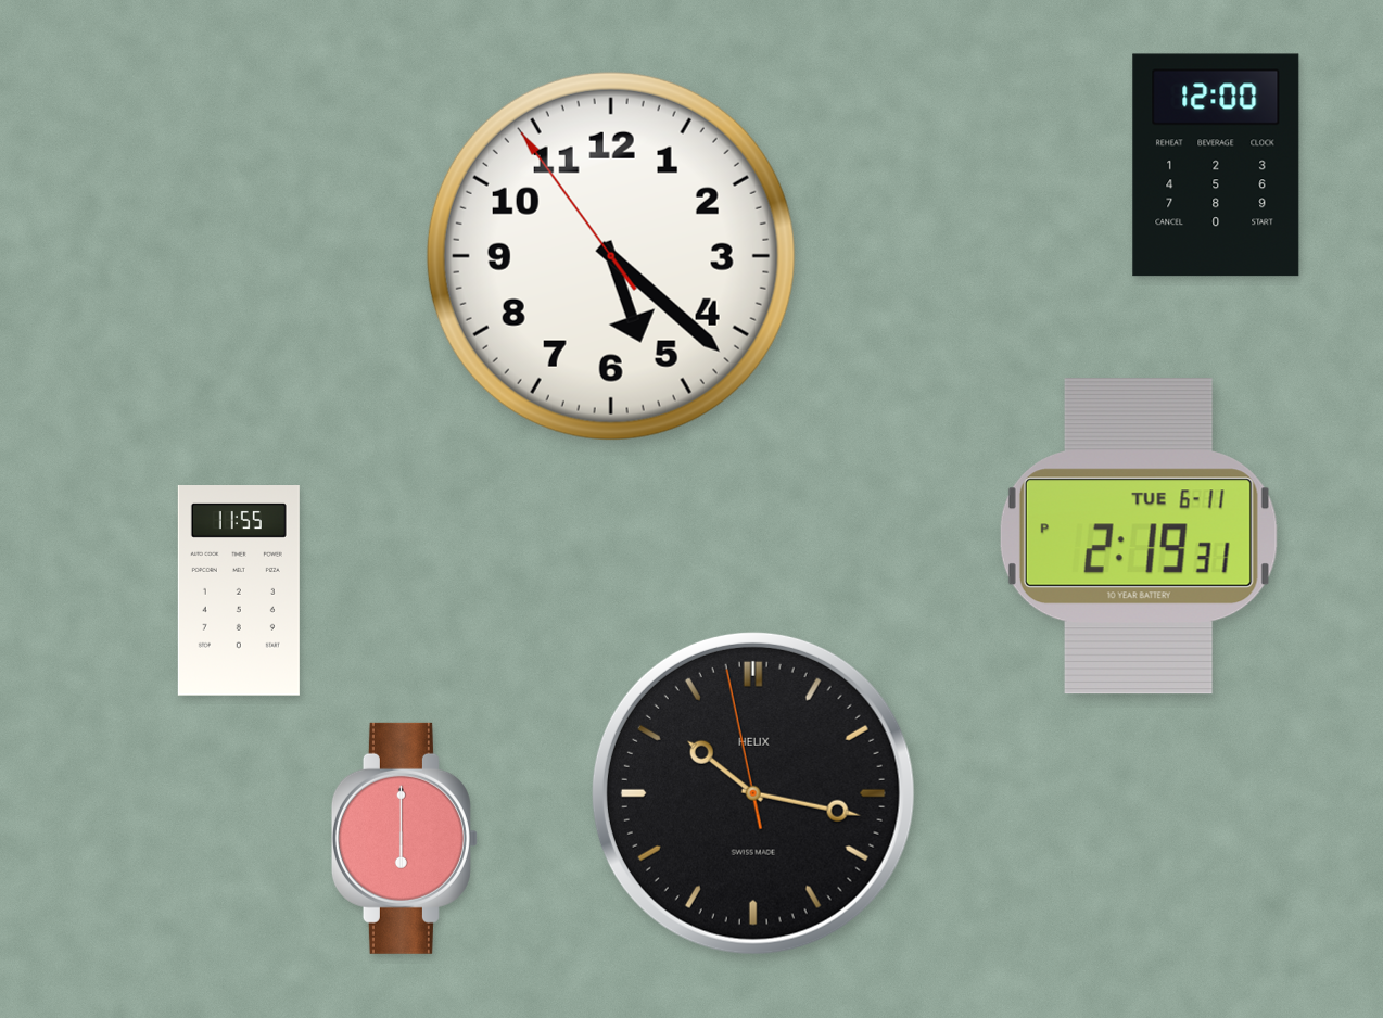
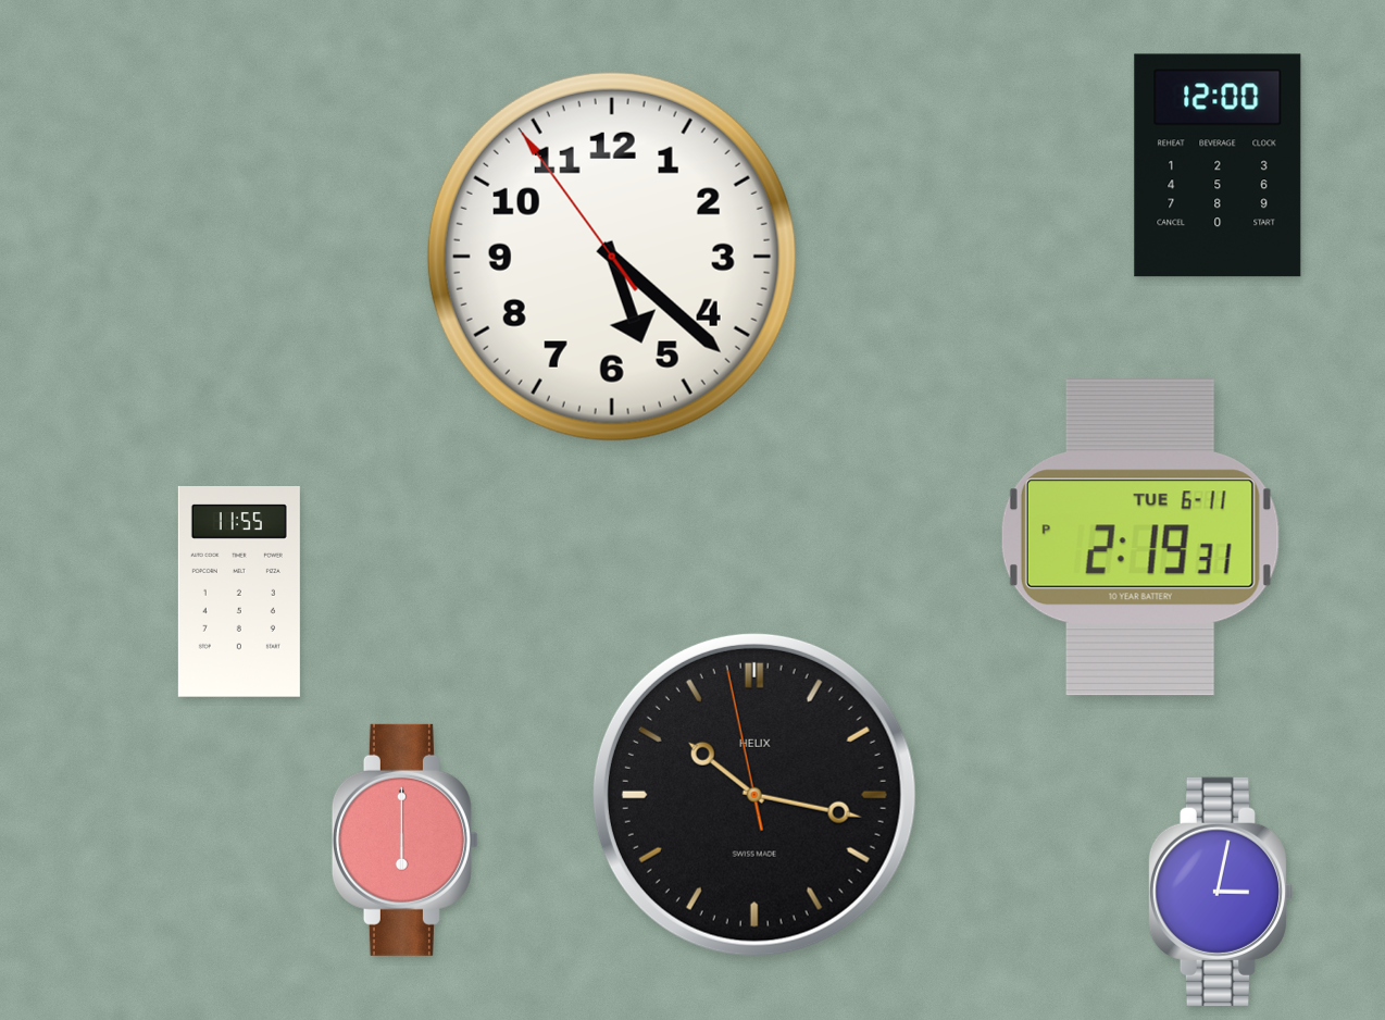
clock at (1220, 892): none -> 3:02
